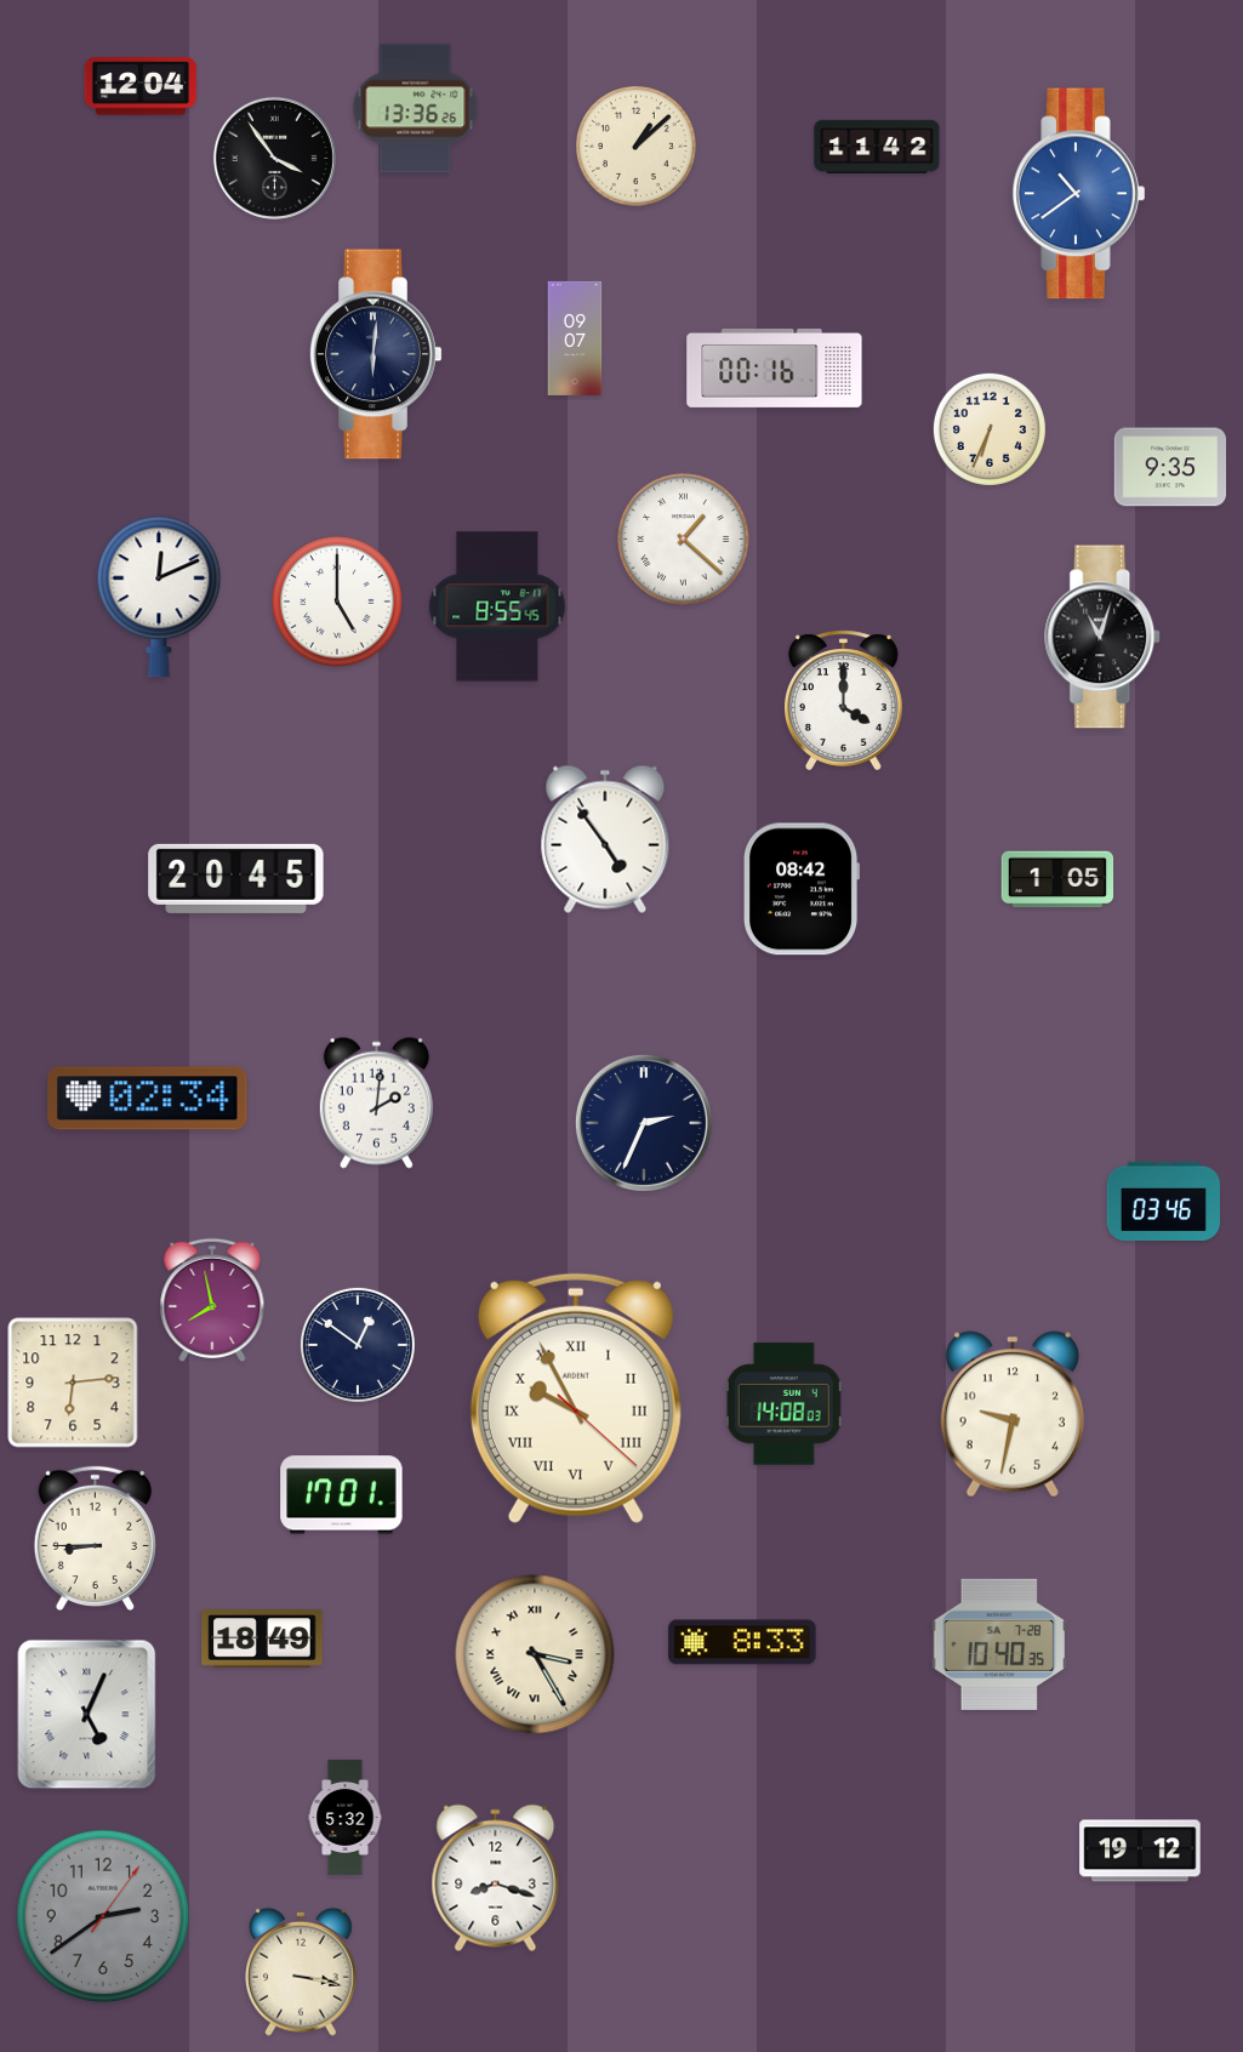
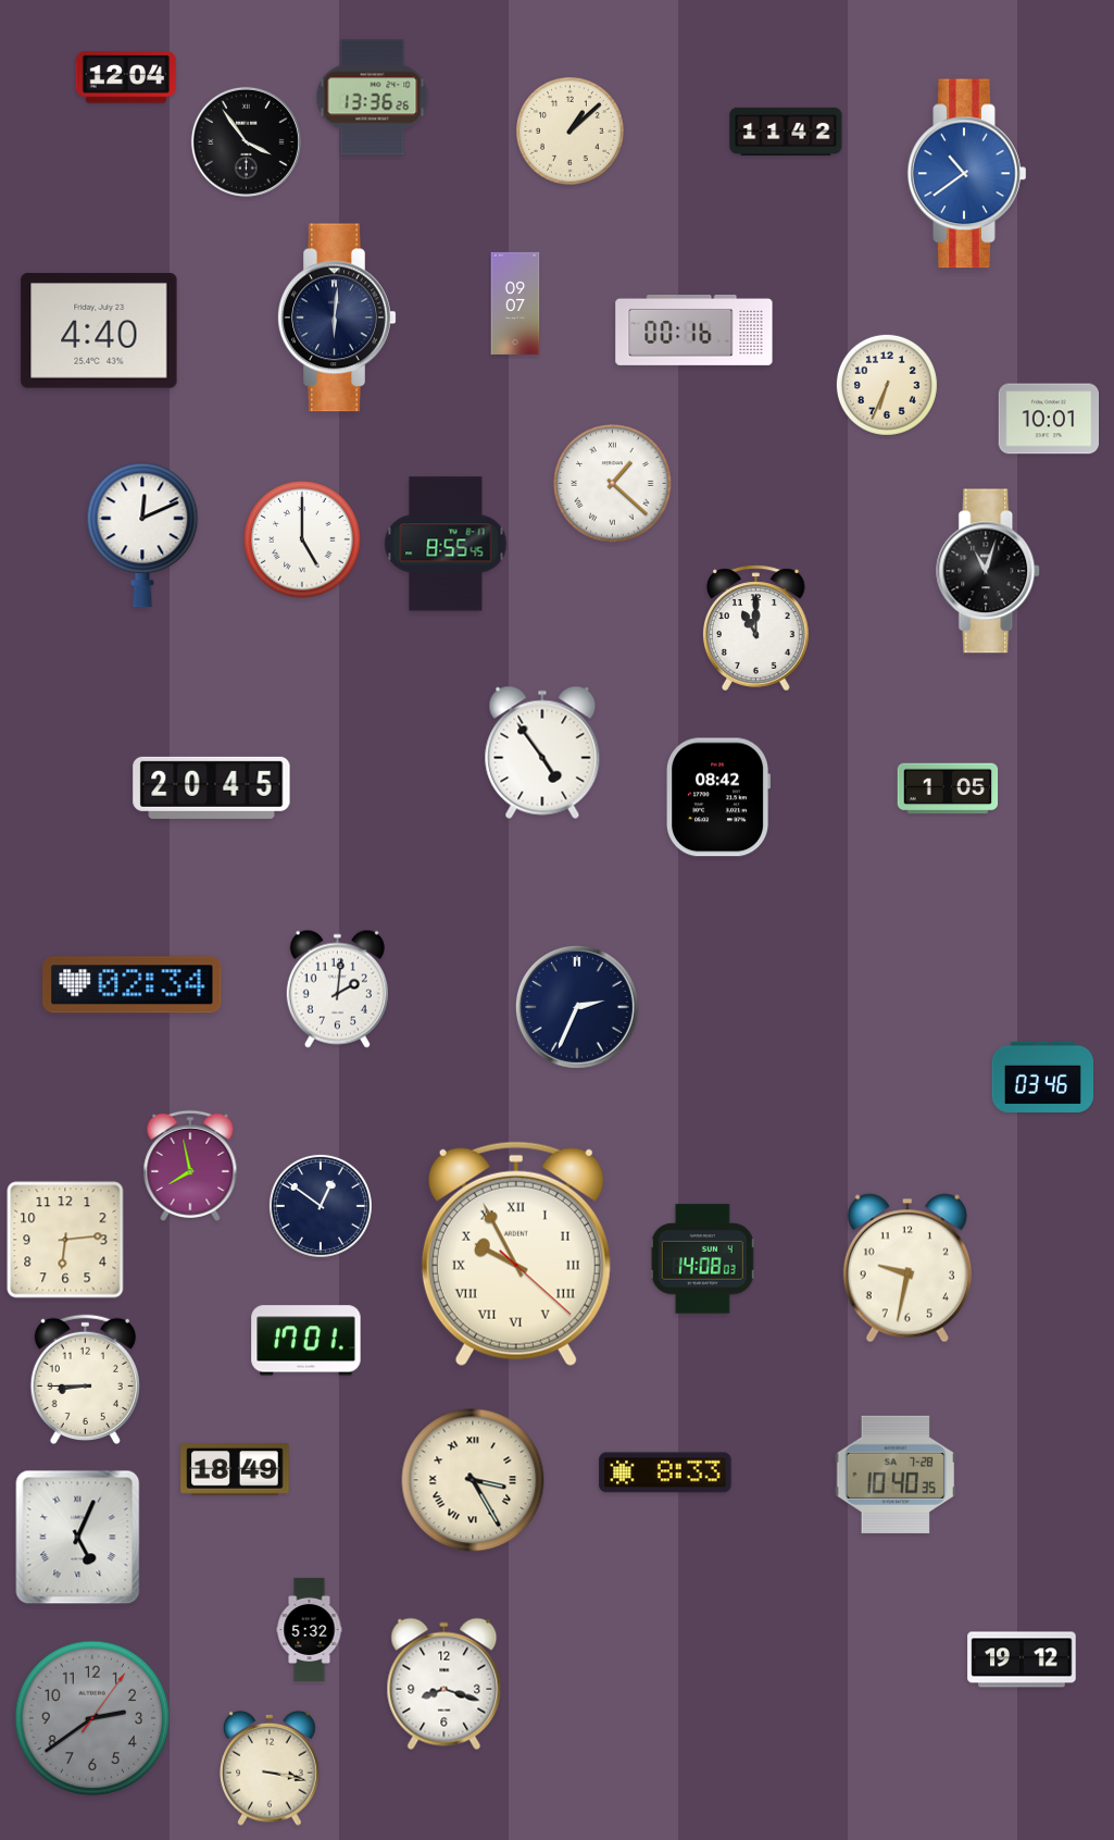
clock at (99, 332): none -> 4:40
clock at (1170, 467): 9:35 -> 10:01
clock at (843, 701): 4:00 -> 11:00
clock at (535, 1654) position: (535, 1654) -> (473, 1480)
